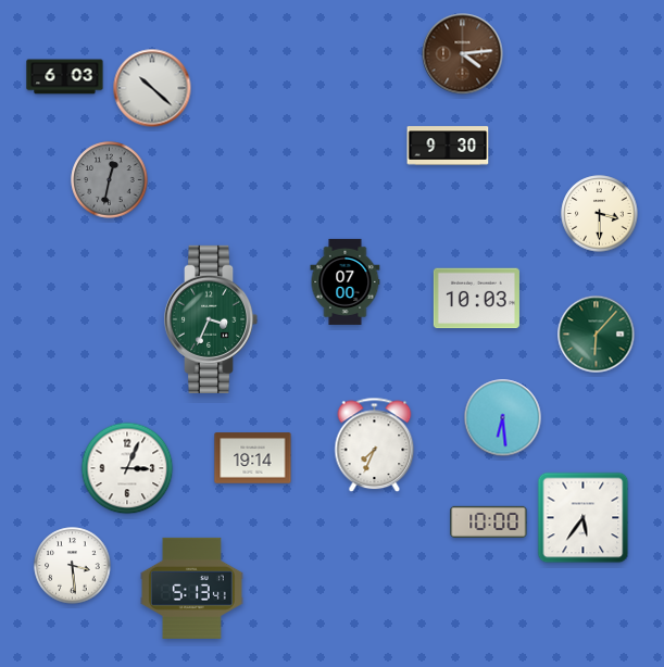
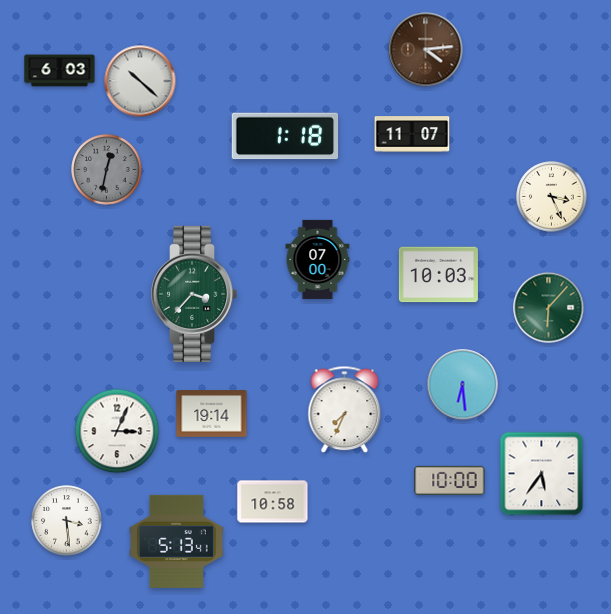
clock at (448, 146): 9:30 -> 11:07
clock at (285, 136): none -> 1:18
clock at (110, 180) position: (110, 180) -> (107, 170)
clock at (600, 214): 3:30 -> 3:26
clock at (211, 319): 3:34 -> 3:37
clock at (253, 458) position: (253, 458) -> (212, 414)
clock at (584, 518) position: (584, 518) -> (542, 474)
clock at (273, 502): none -> 10:58
